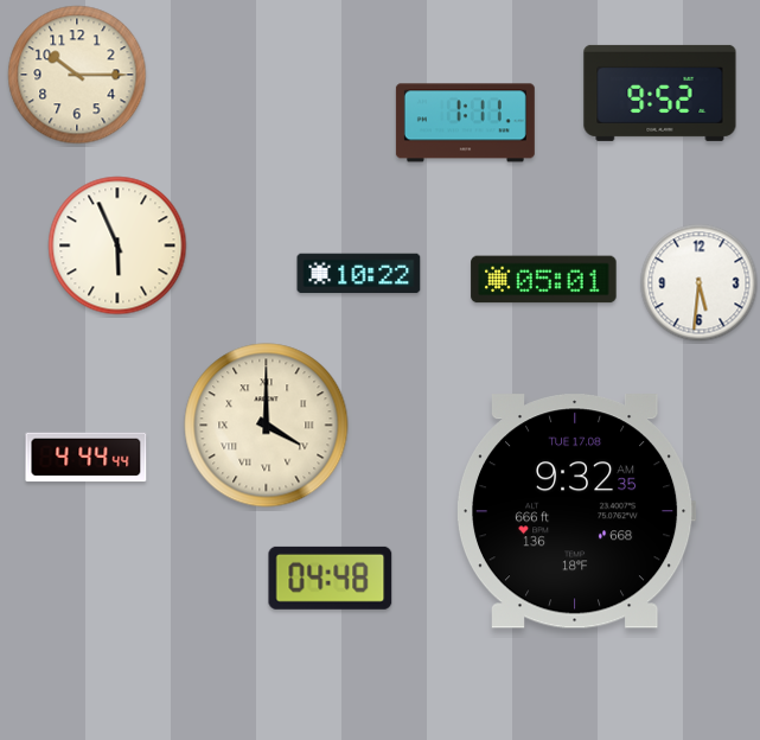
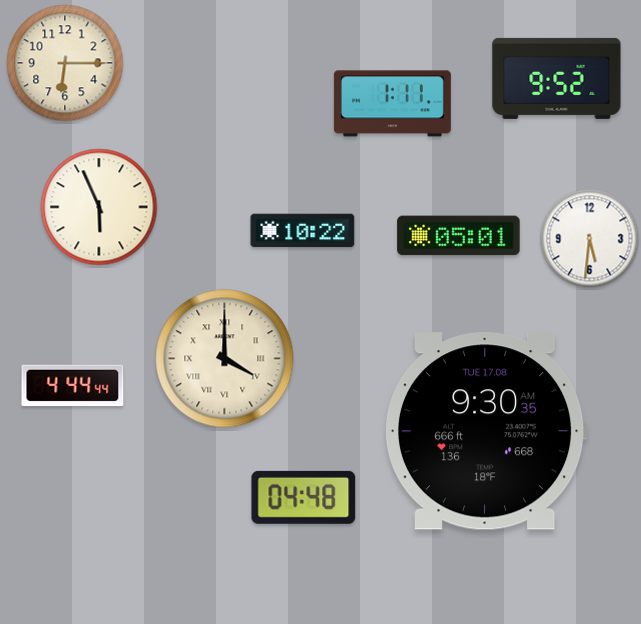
clock at (77, 75): 10:15 -> 6:15
clock at (576, 511): 9:32 -> 9:30
clock at (331, 578) position: (331, 578) -> (304, 497)
